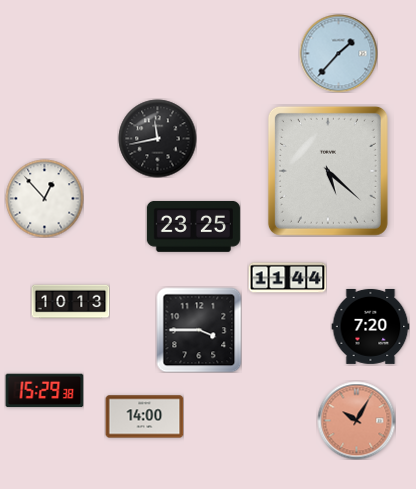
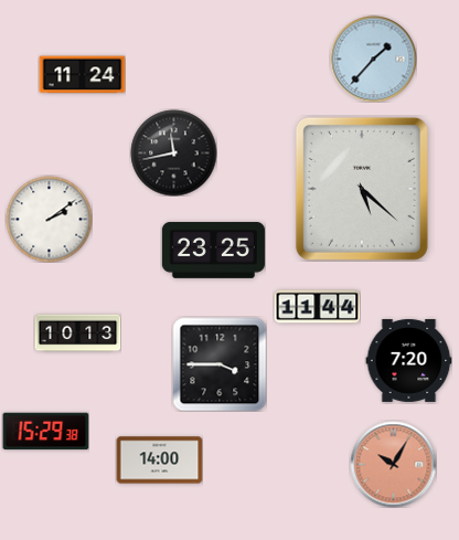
clock at (82, 75): none -> 11:24
clock at (44, 198): 12:53 -> 2:09
clock at (44, 391) position: (44, 391) -> (45, 432)
